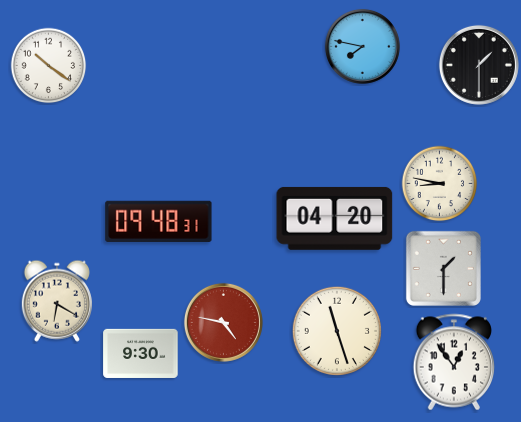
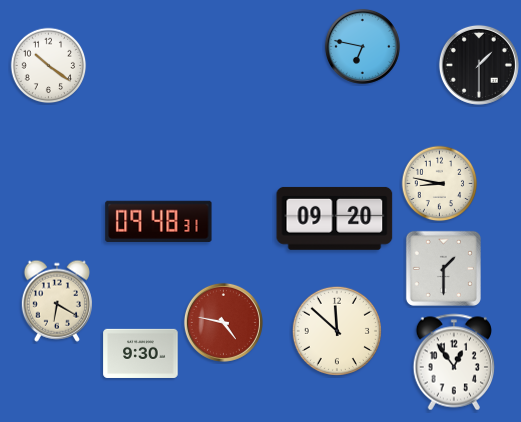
clock at (362, 46): 7:47 -> 6:47
clock at (335, 218): 04:20 -> 09:20
clock at (337, 331): 11:27 -> 11:52
